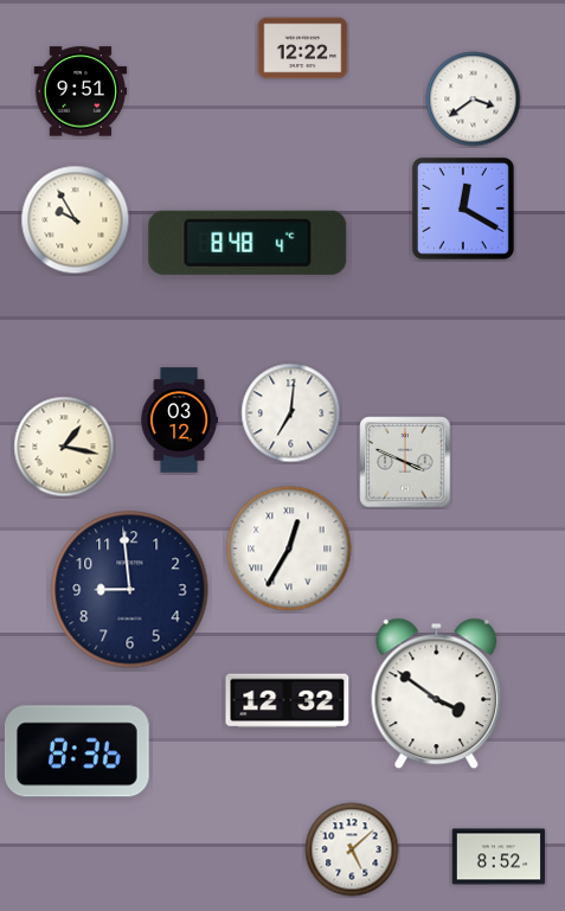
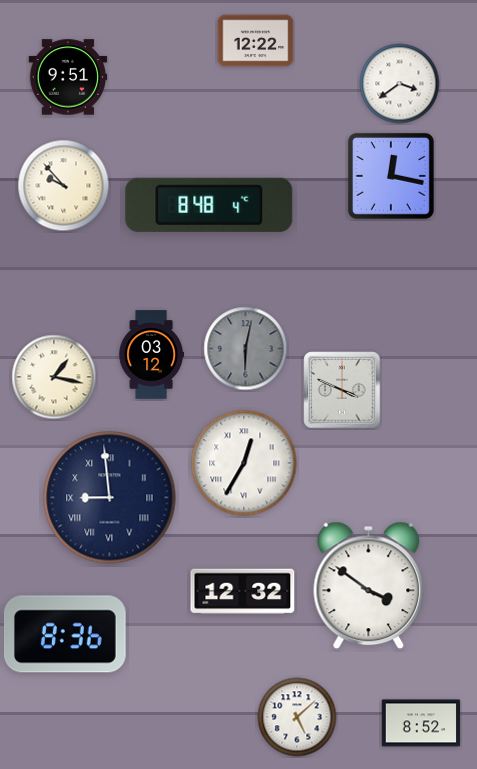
clock at (463, 208): 12:20 -> 12:17
clock at (76, 220): 9:55 -> 9:53
clock at (291, 413): 7:01 -> 6:02
clock at (291, 413) dial: white -> grey
clock at (130, 590) numerals: Arabic -> Roman
